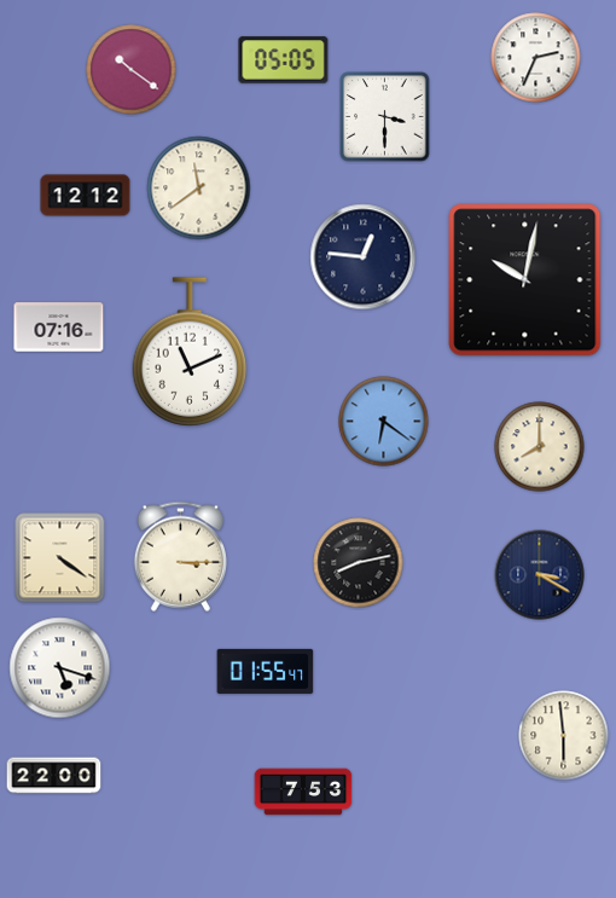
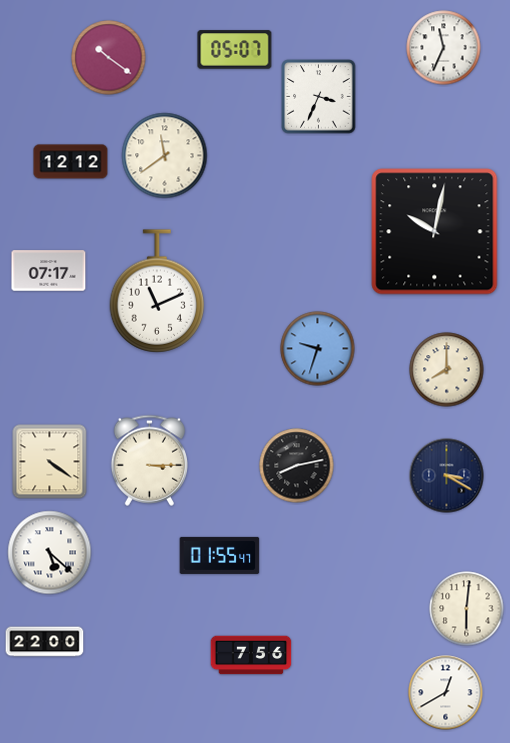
clock at (536, 58): 2:34 -> 11:34
clock at (284, 60): 05:05 -> 05:07
clock at (385, 117): 3:30 -> 3:34
clock at (364, 257): 12:46 -> none
clock at (59, 328): 07:16 -> 07:17
clock at (384, 422): 6:21 -> 9:33
clock at (60, 668): 5:18 -> 5:22
clock at (564, 736): 5:59 -> 6:01
clock at (303, 792): 7:53 -> 7:56
clock at (446, 693): none -> 12:40
